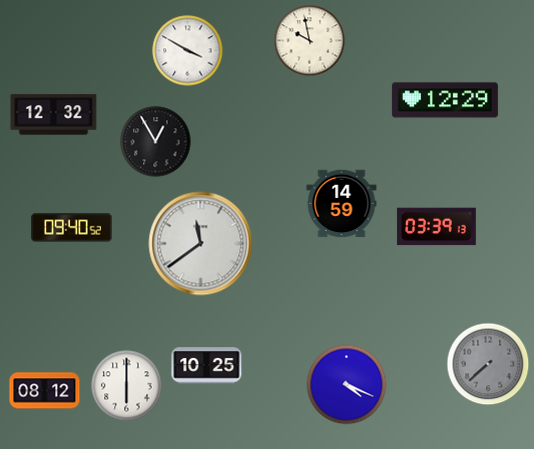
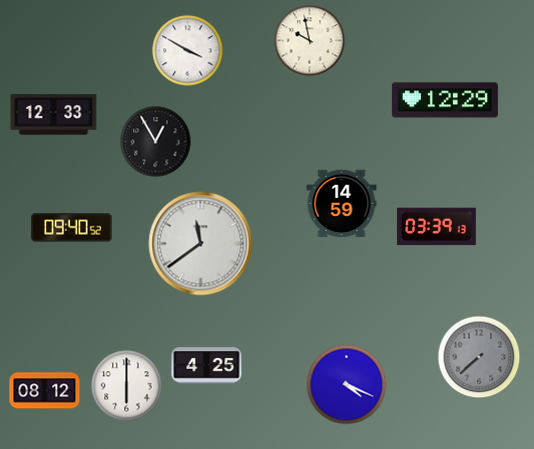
clock at (54, 115): 12:32 -> 12:33
clock at (488, 364) position: (488, 364) -> (479, 357)
clock at (207, 366): 10:25 -> 4:25
